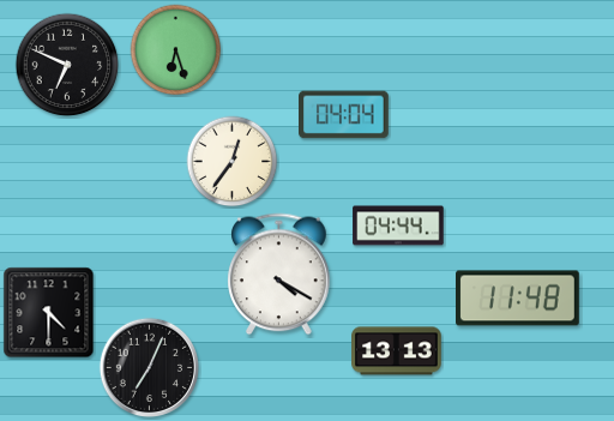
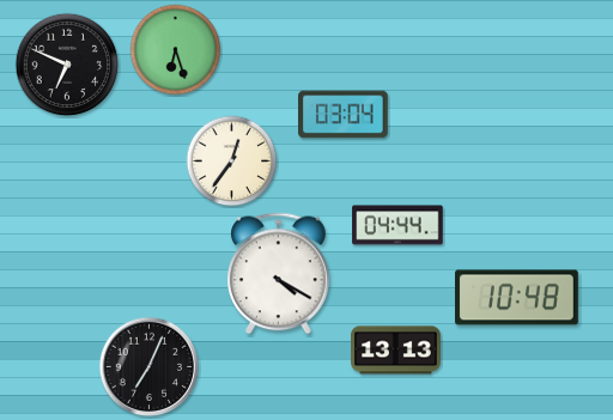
clock at (344, 115): 04:04 -> 03:04
clock at (518, 299): 11:48 -> 10:48
clock at (49, 313): 4:30 -> none
